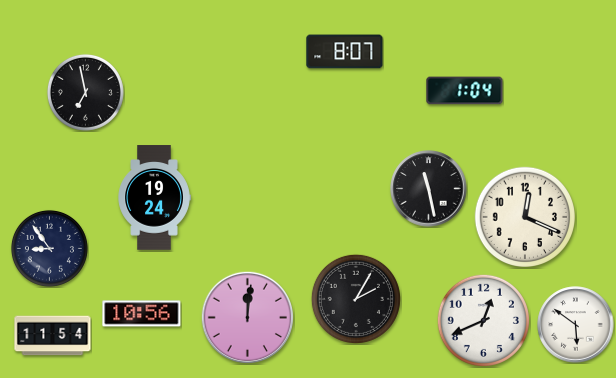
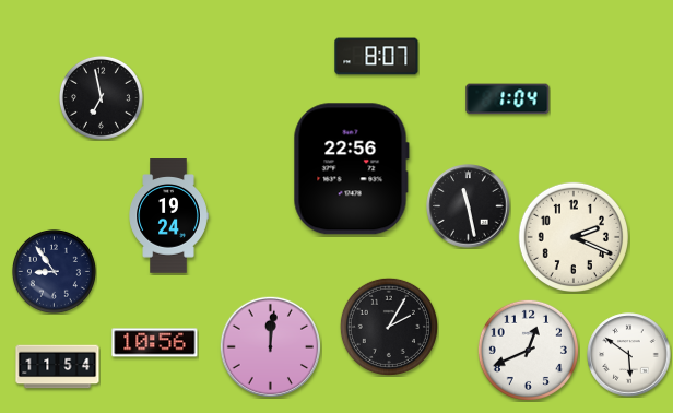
clock at (85, 92) position: (85, 92) -> (101, 97)
clock at (351, 169): none -> 22:56
clock at (524, 216): 12:19 -> 2:19
